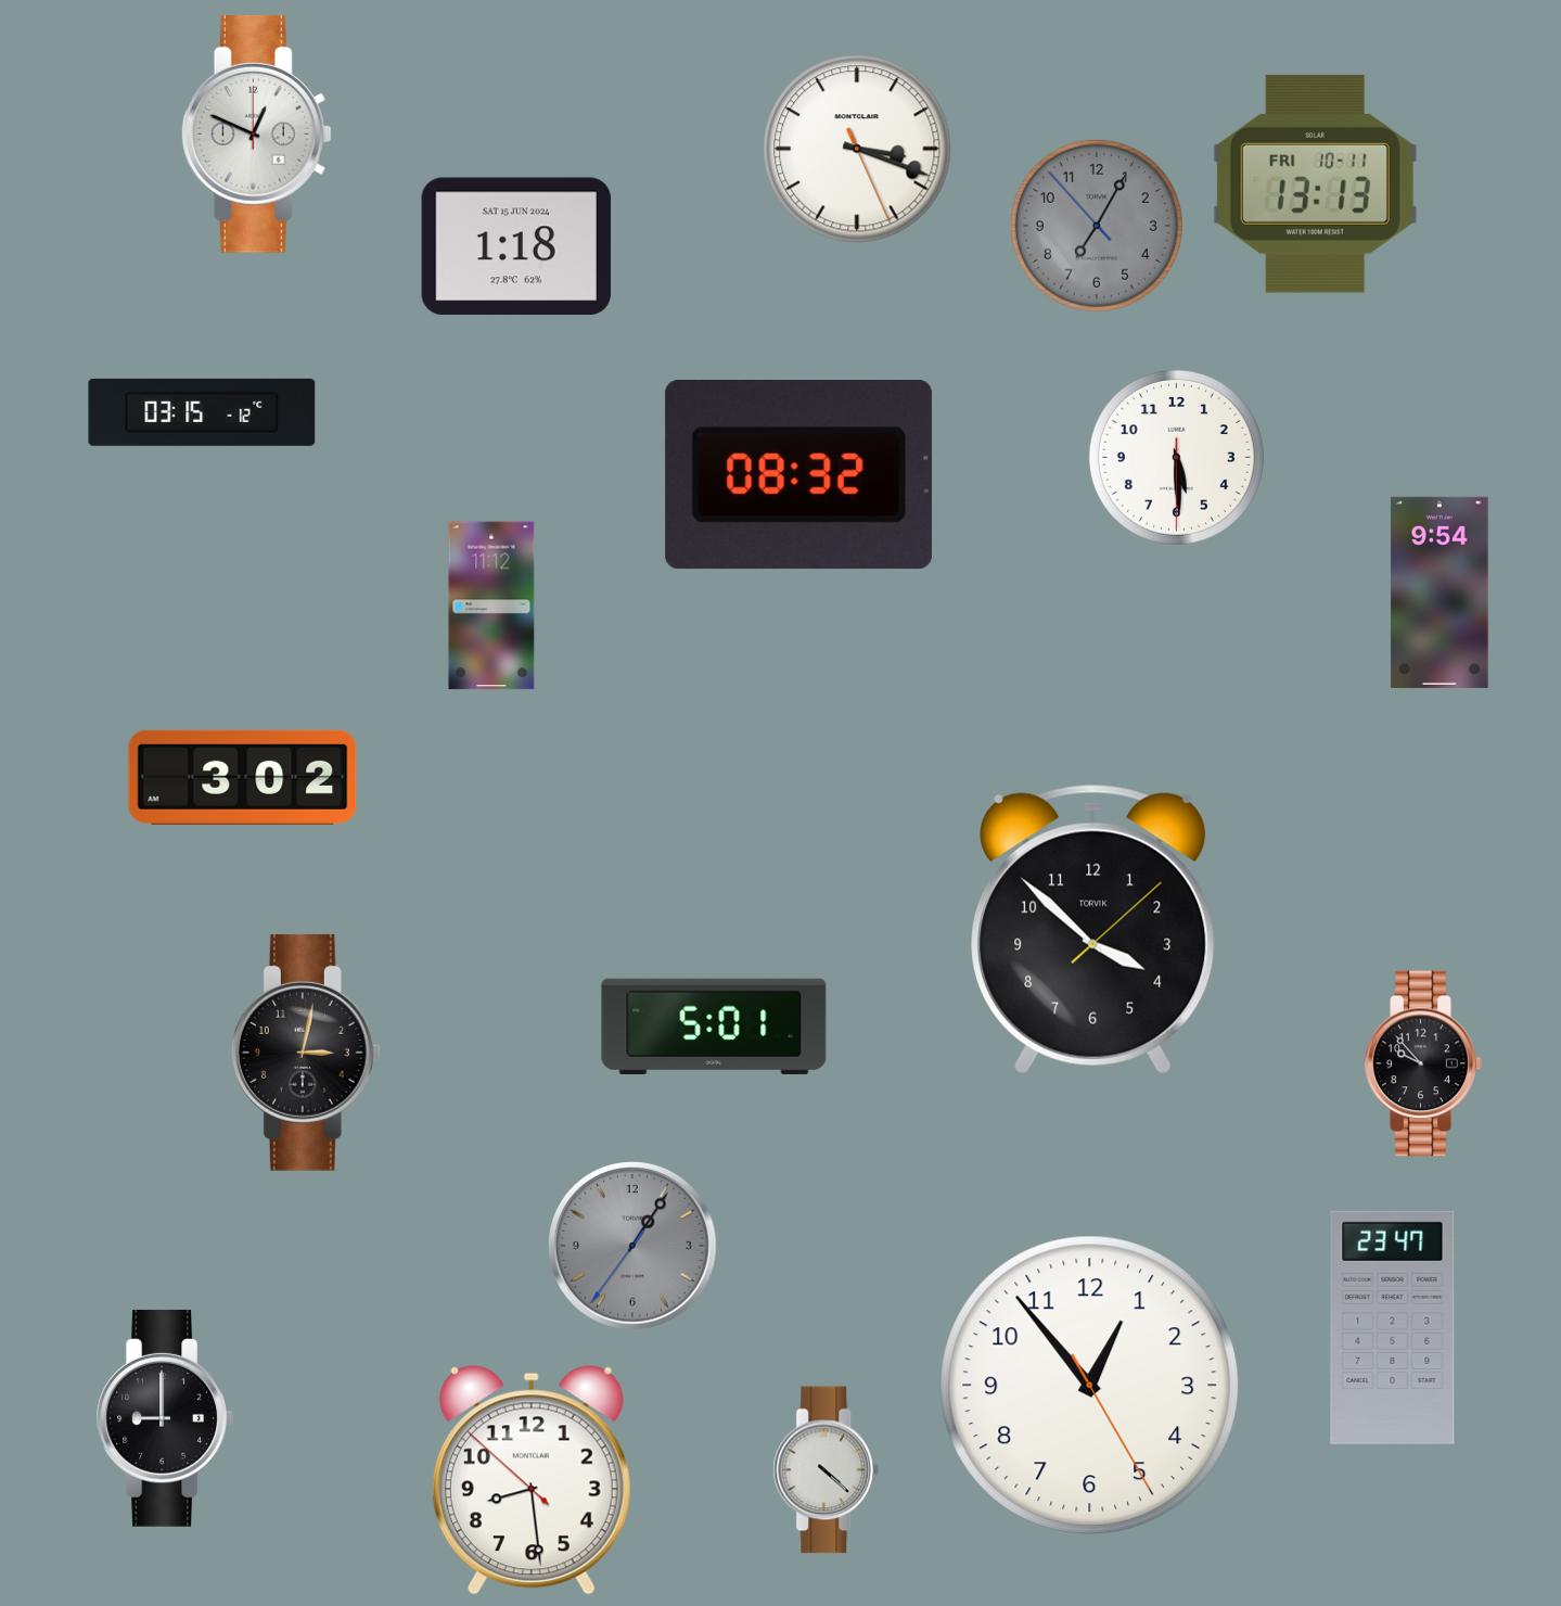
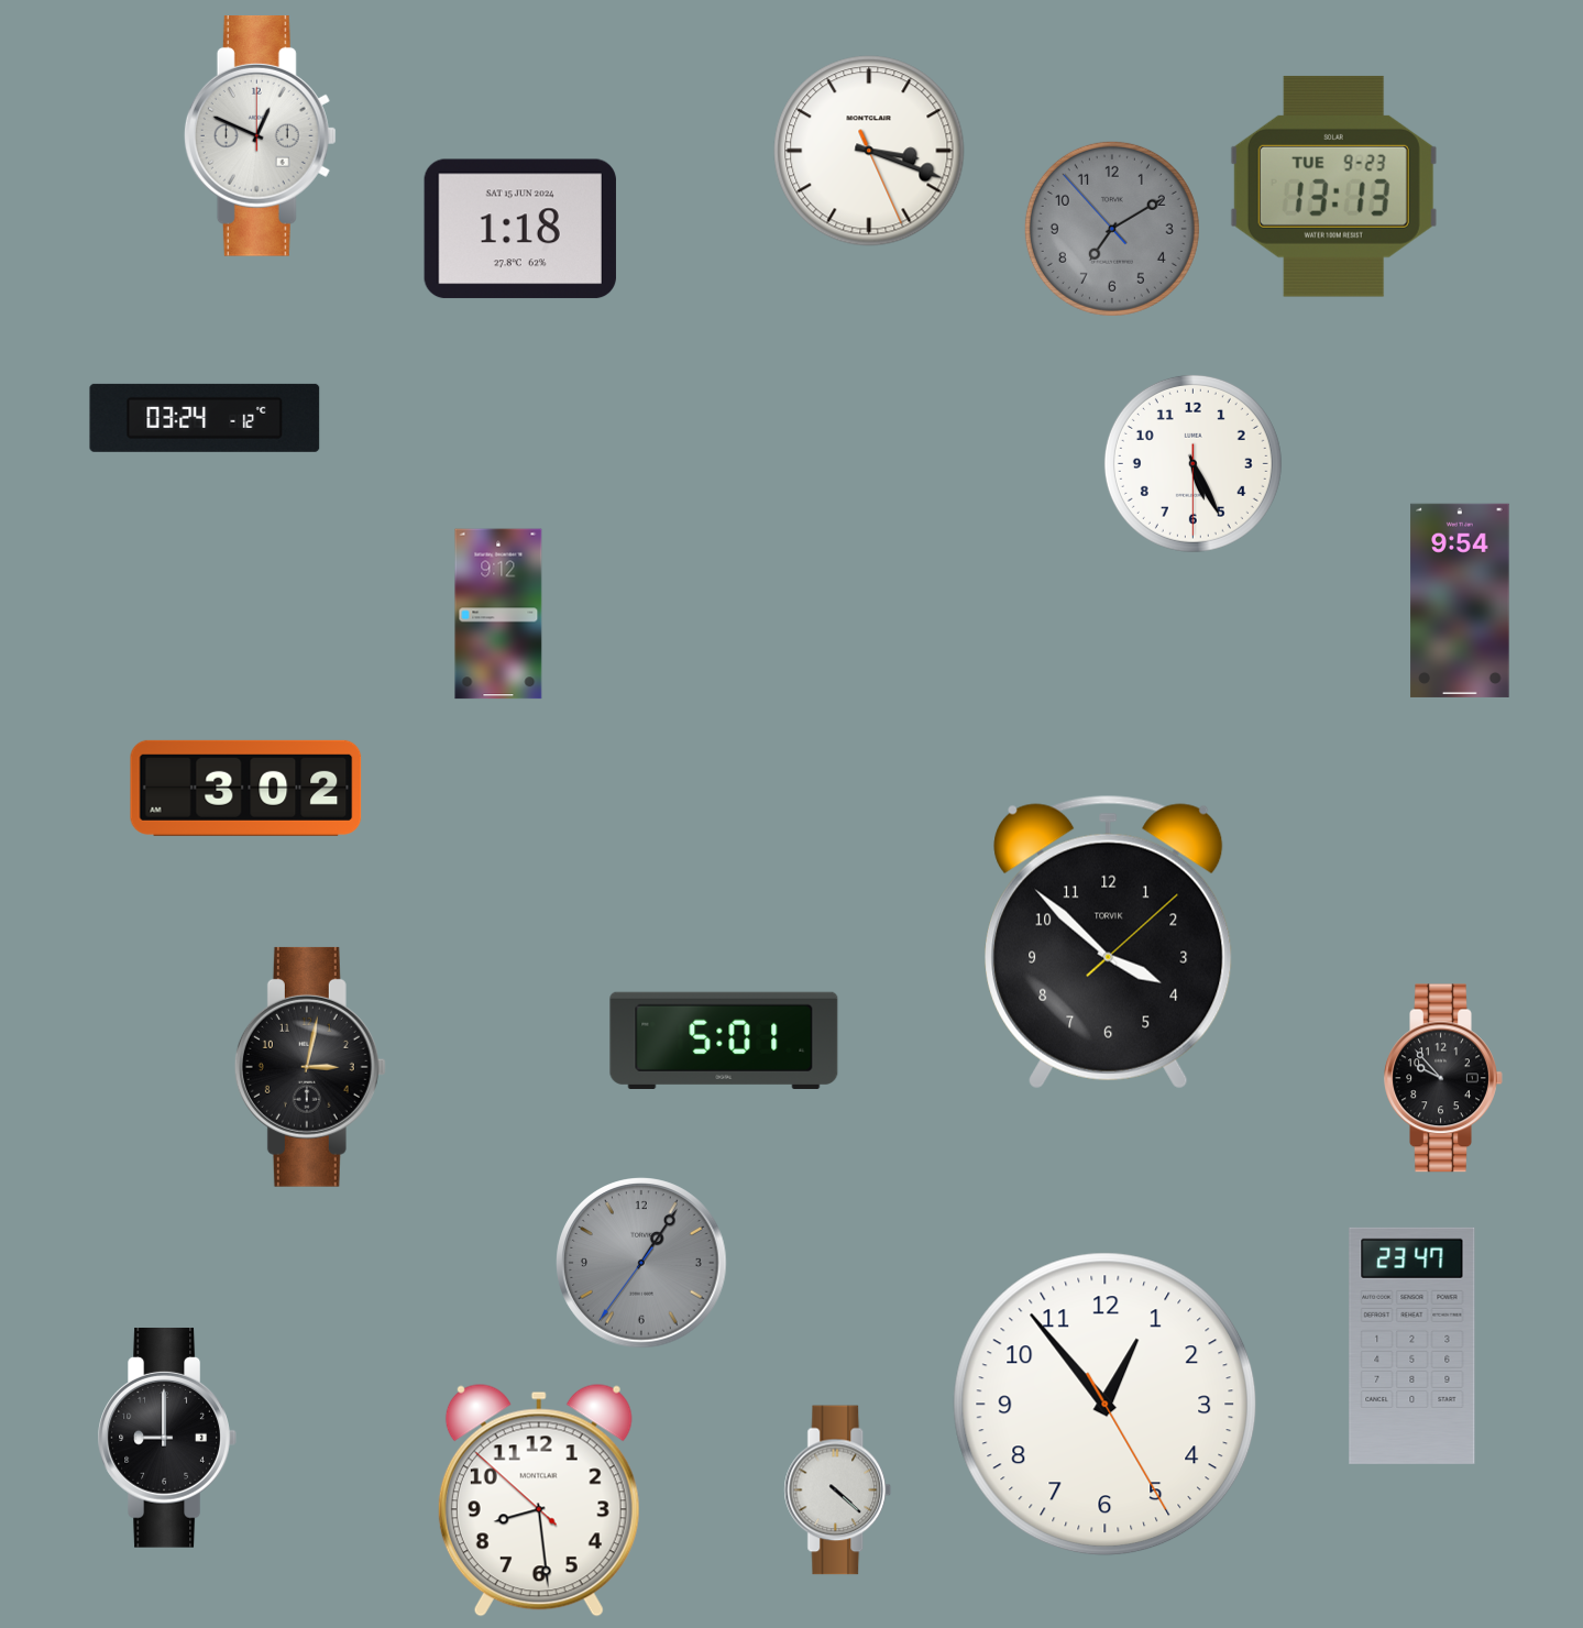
clock at (1315, 183) date: FRI 10-11 -> TUE 9-23
clock at (1097, 226): 7:04 -> 7:09
clock at (516, 246) position: (516, 246) -> (520, 229)
clock at (202, 412): 03:15 -> 03:24
clock at (1176, 457): 5:29 -> 5:25
clock at (798, 475): 08:32 -> none
clock at (491, 606): 11:12 -> 9:12
